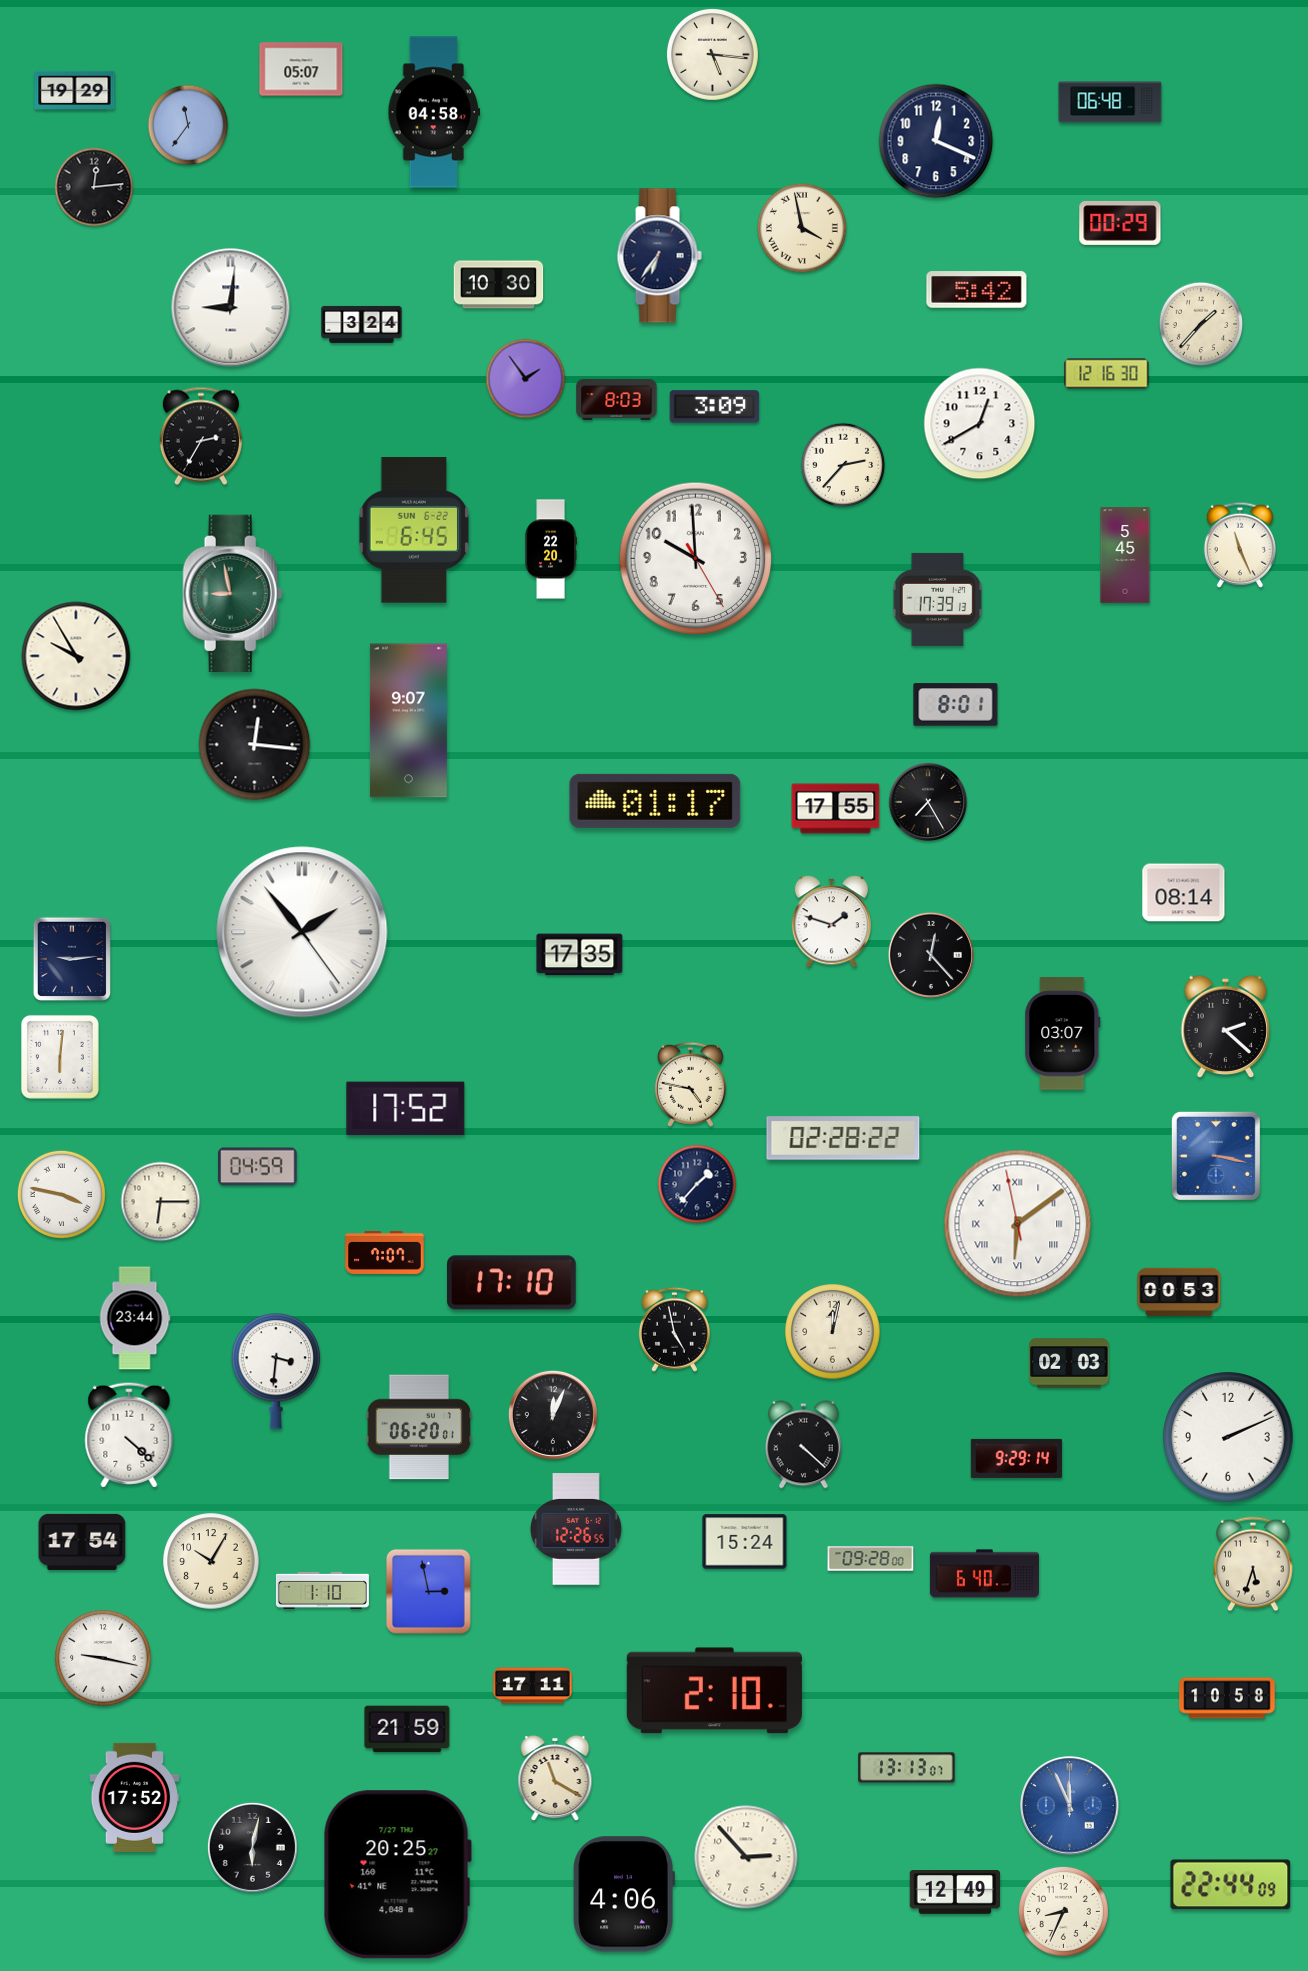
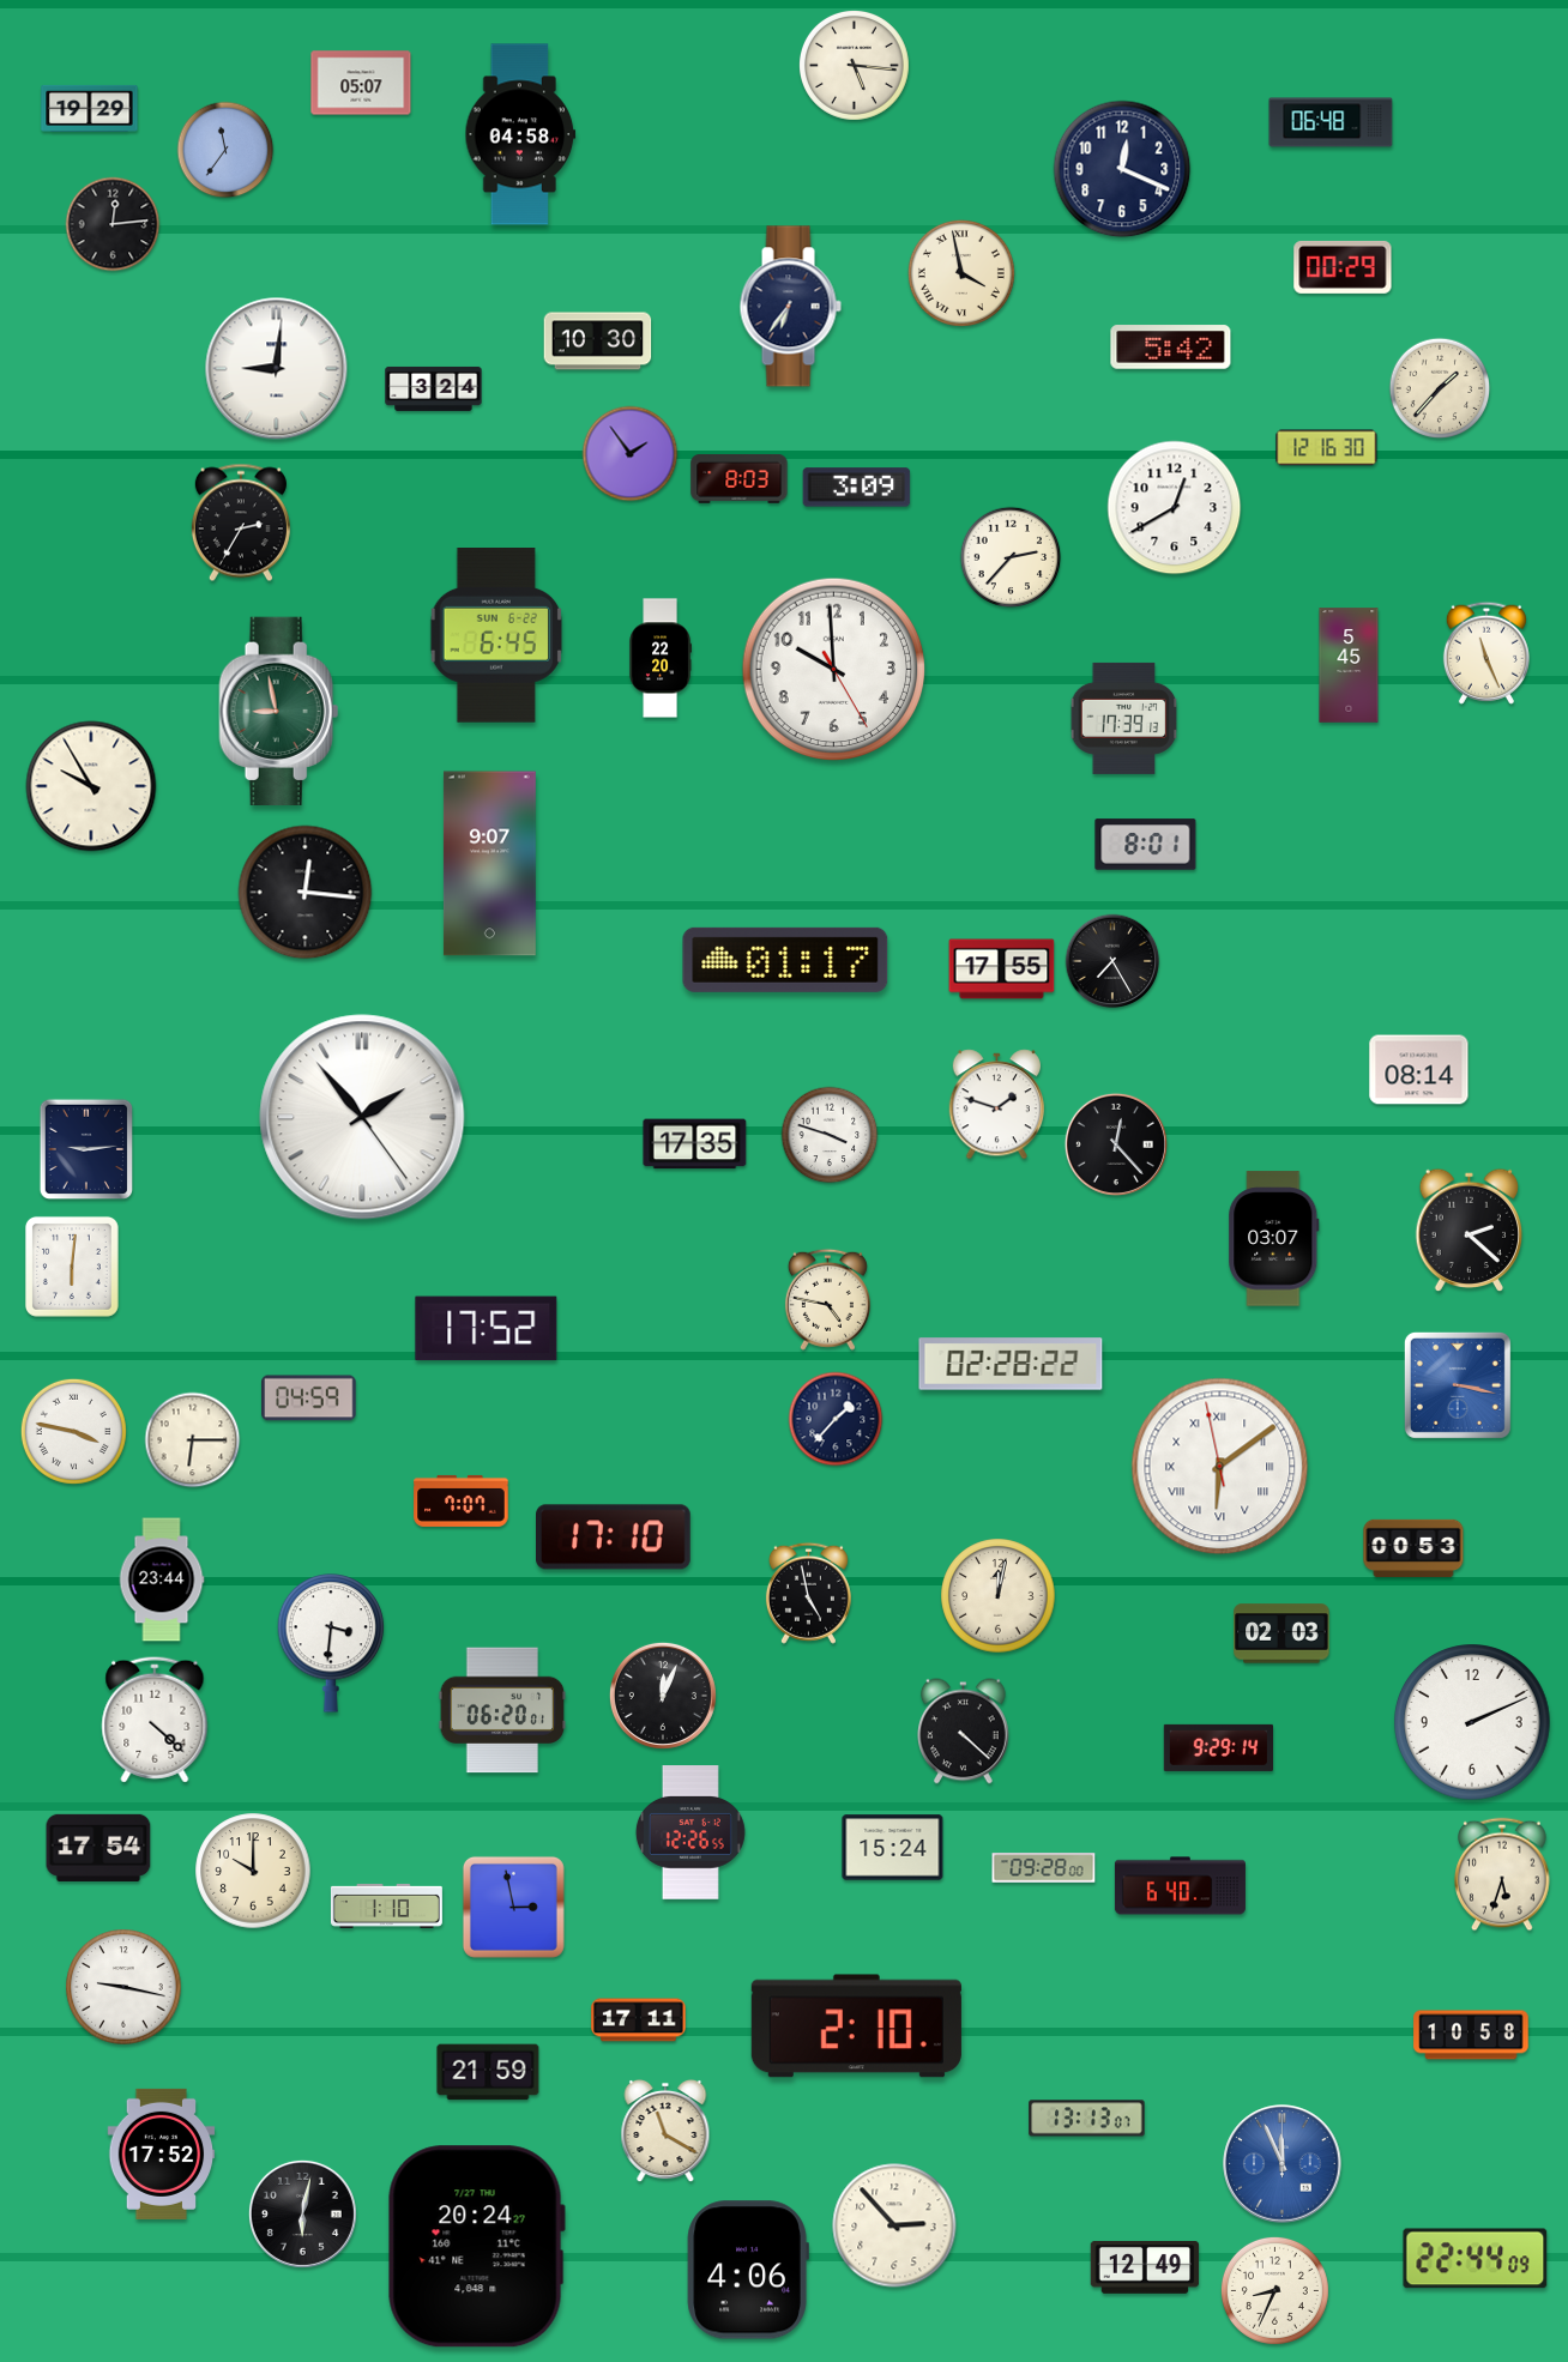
clock at (830, 1135): none -> 3:48
clock at (211, 1561): 10:05 -> 10:00
clock at (397, 1875): 20:25 -> 20:24
